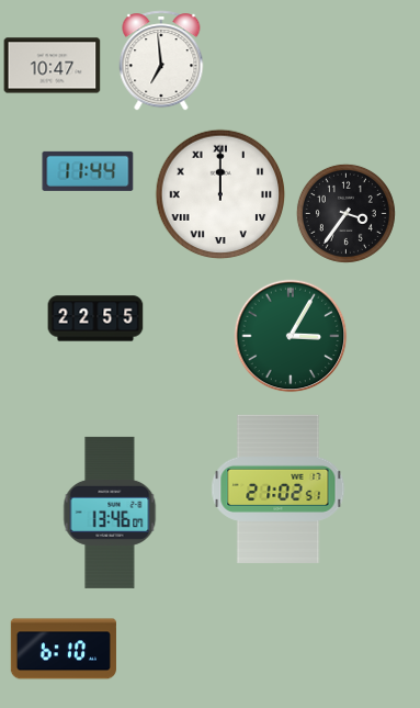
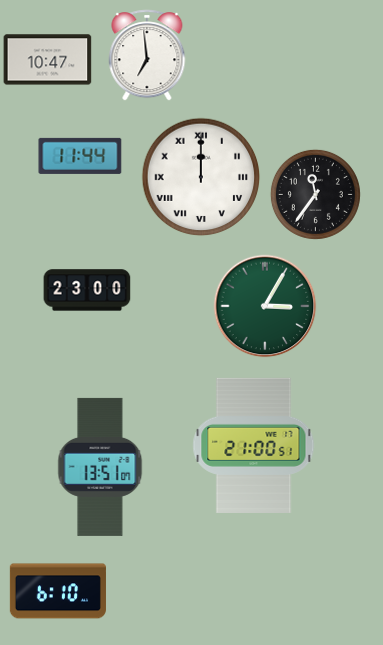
clock at (345, 213): 3:36 -> 11:36
clock at (95, 318): 22:55 -> 23:00
clock at (279, 488): 21:02 -> 21:00
clock at (110, 513): 13:46 -> 13:51
